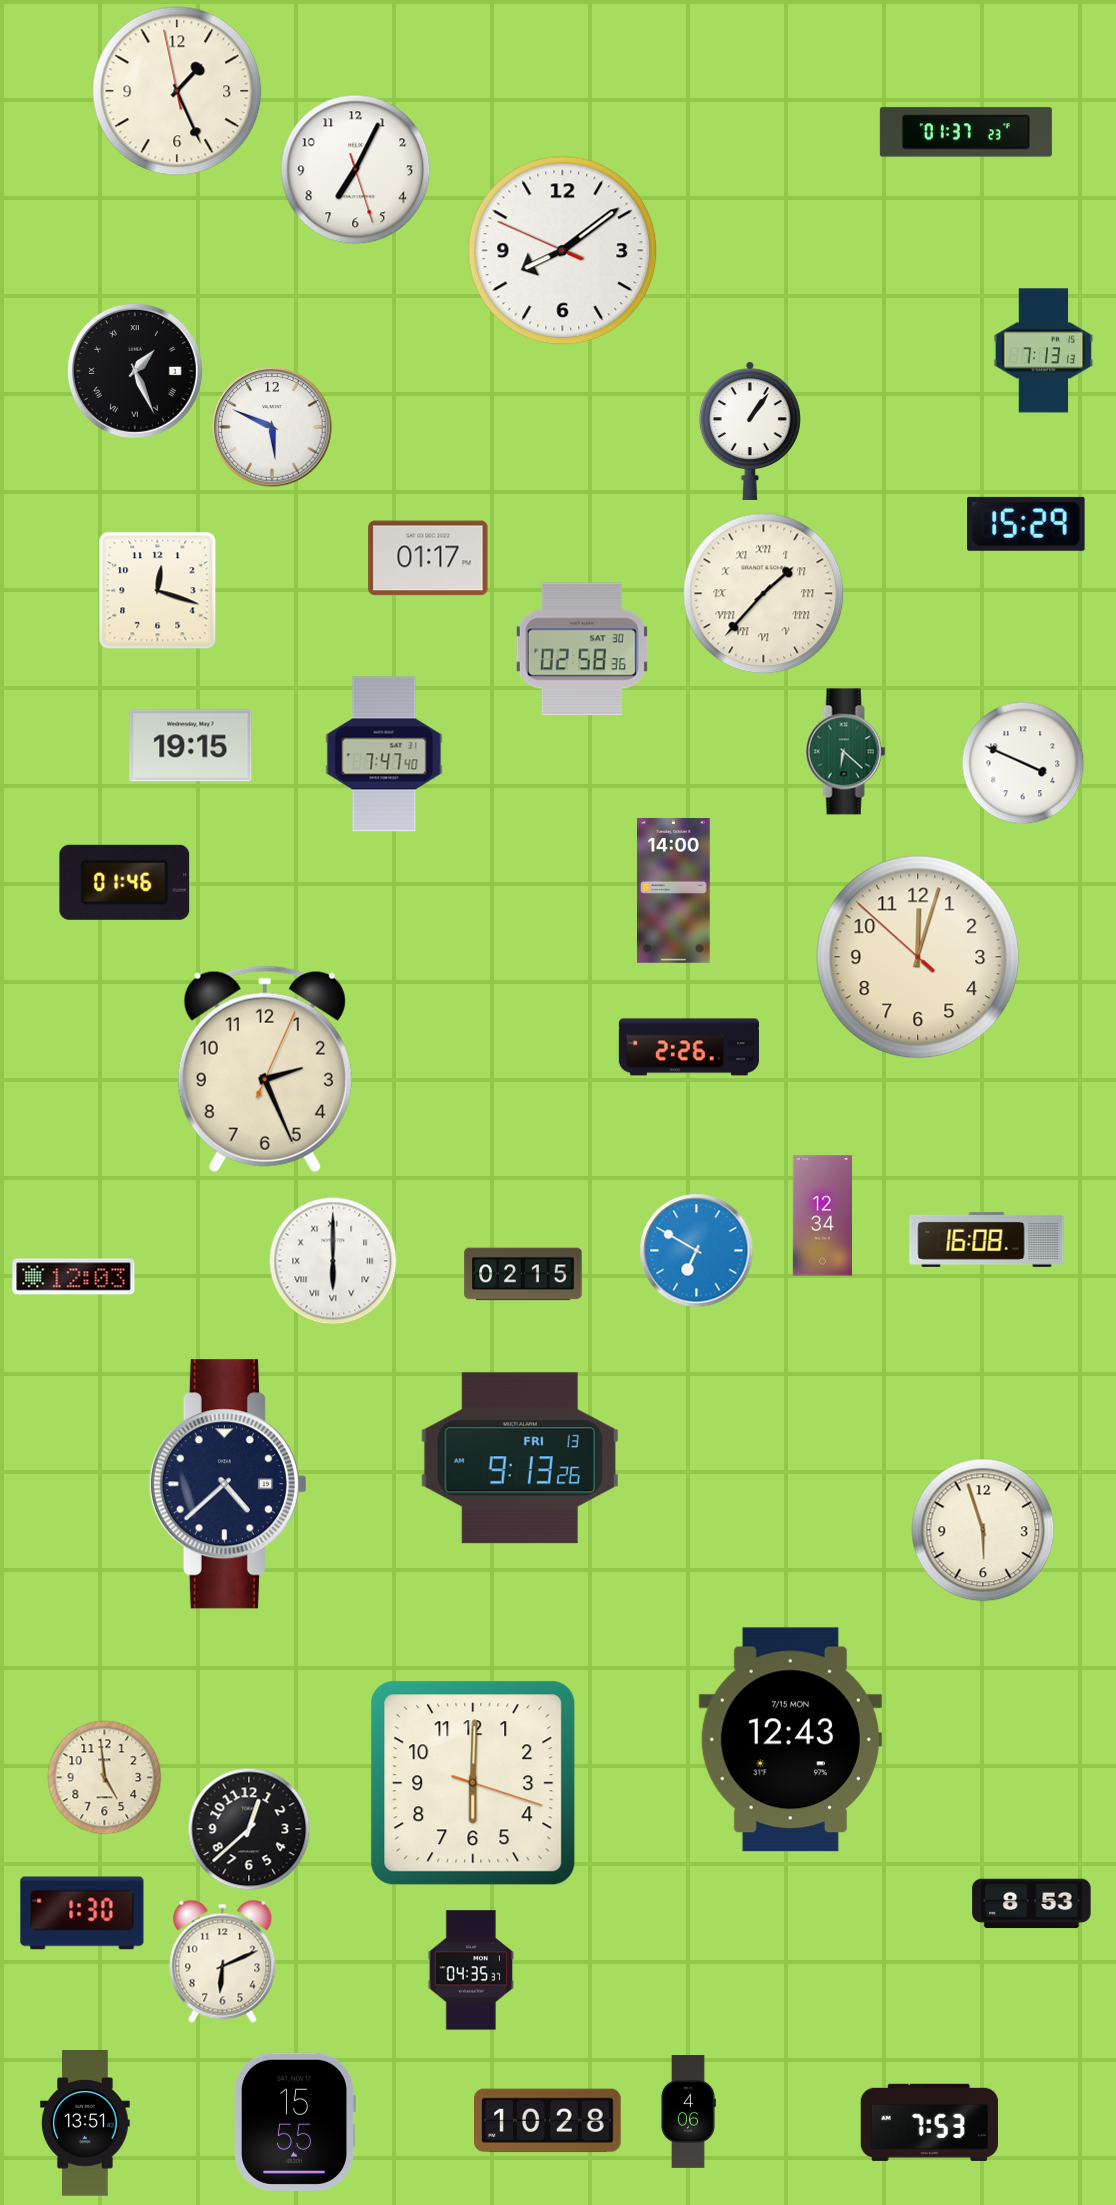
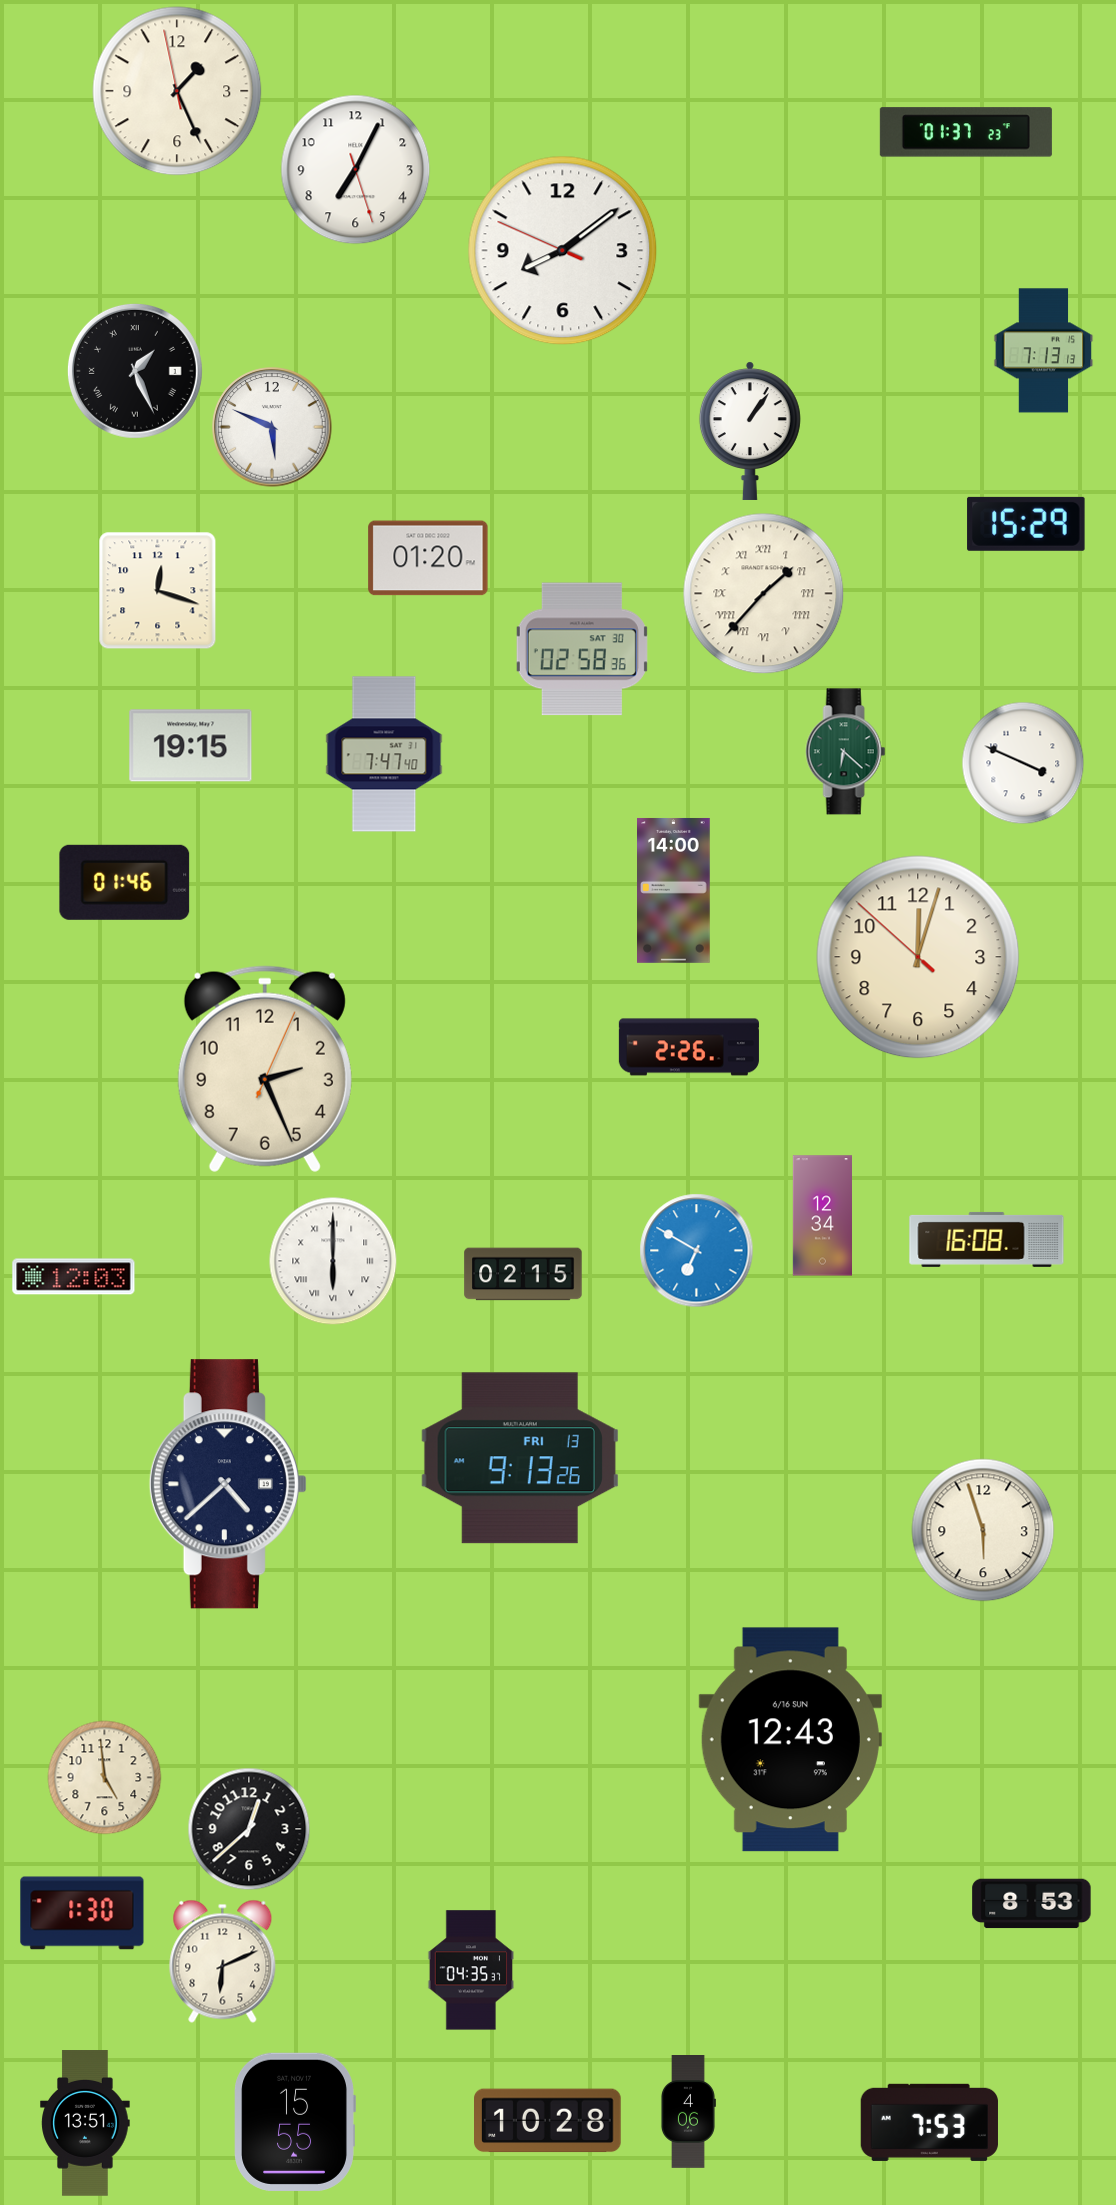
clock at (428, 558): 01:17 -> 01:20
clock at (790, 1740) date: 7/15 MON -> 6/16 SUN
clock at (473, 1783): 6:00 -> none
